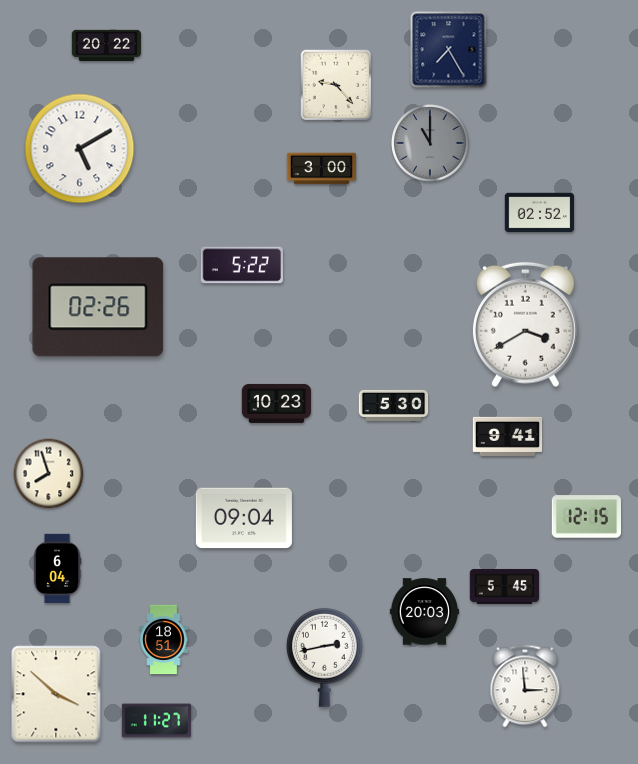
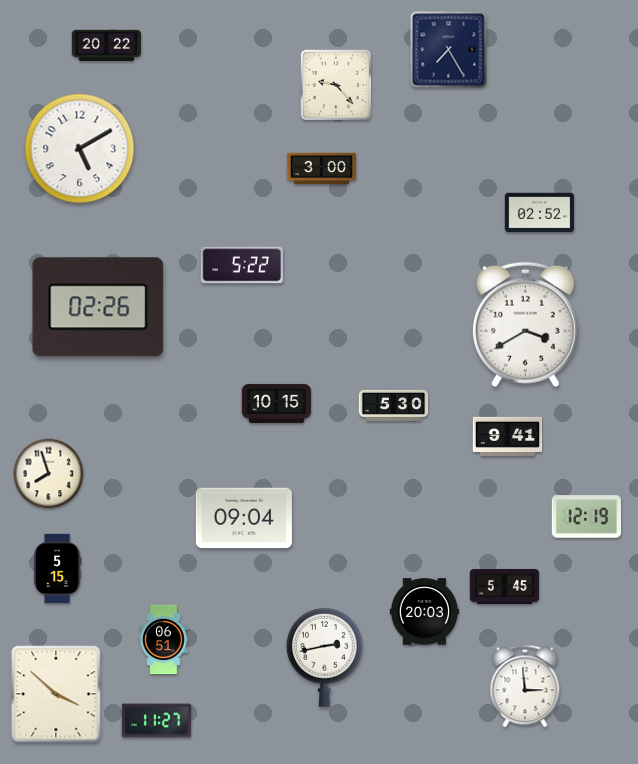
clock at (430, 143): 11:00 -> none
clock at (277, 403): 10:23 -> 10:15
clock at (586, 517): 12:15 -> 12:19
clock at (57, 569): 6:04 -> 5:15
clock at (164, 640): 18:51 -> 06:51
